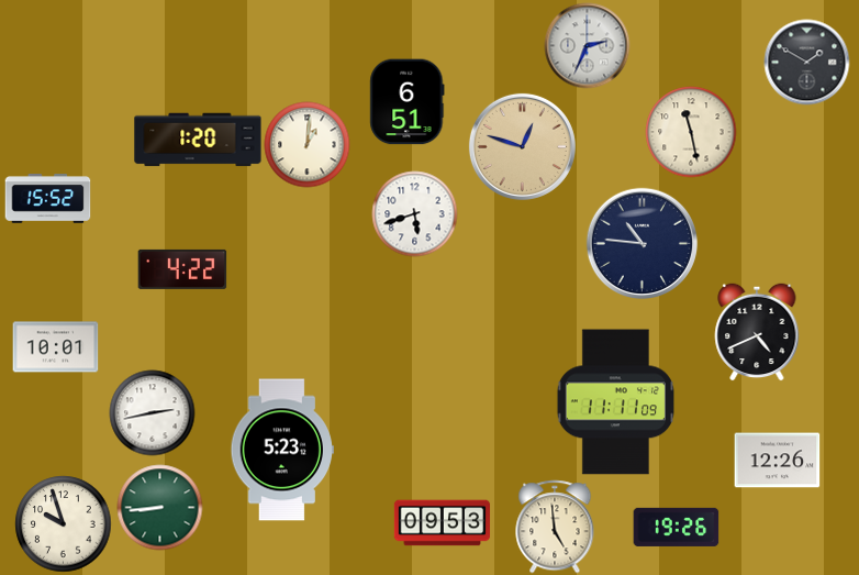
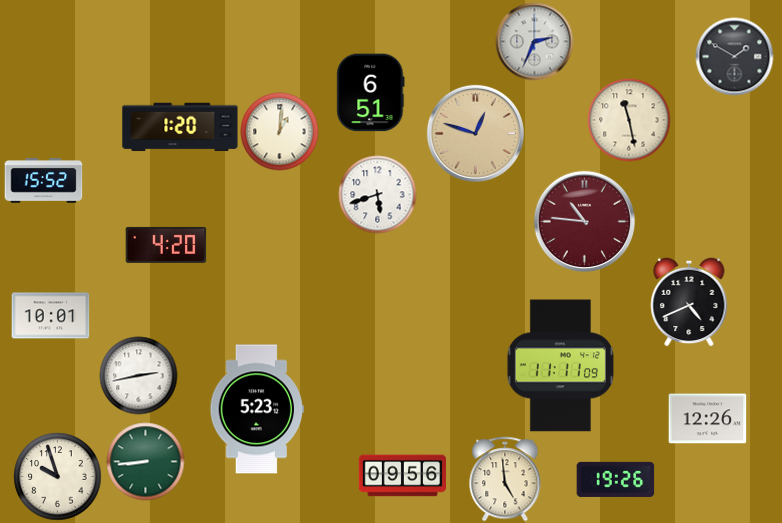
clock at (642, 243) dial: navy -> burgundy
clock at (182, 269): 4:22 -> 4:20
clock at (442, 523): 09:53 -> 09:56
